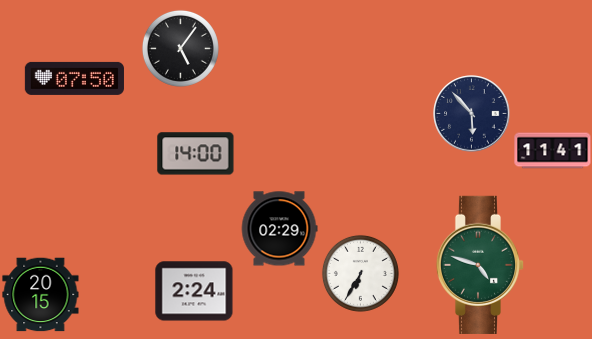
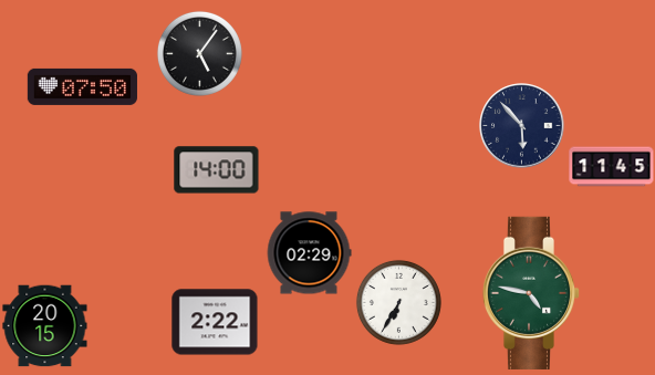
clock at (553, 151): 11:41 -> 11:45
clock at (480, 265): 4:48 -> 4:47
clock at (194, 291): 2:24 -> 2:22
